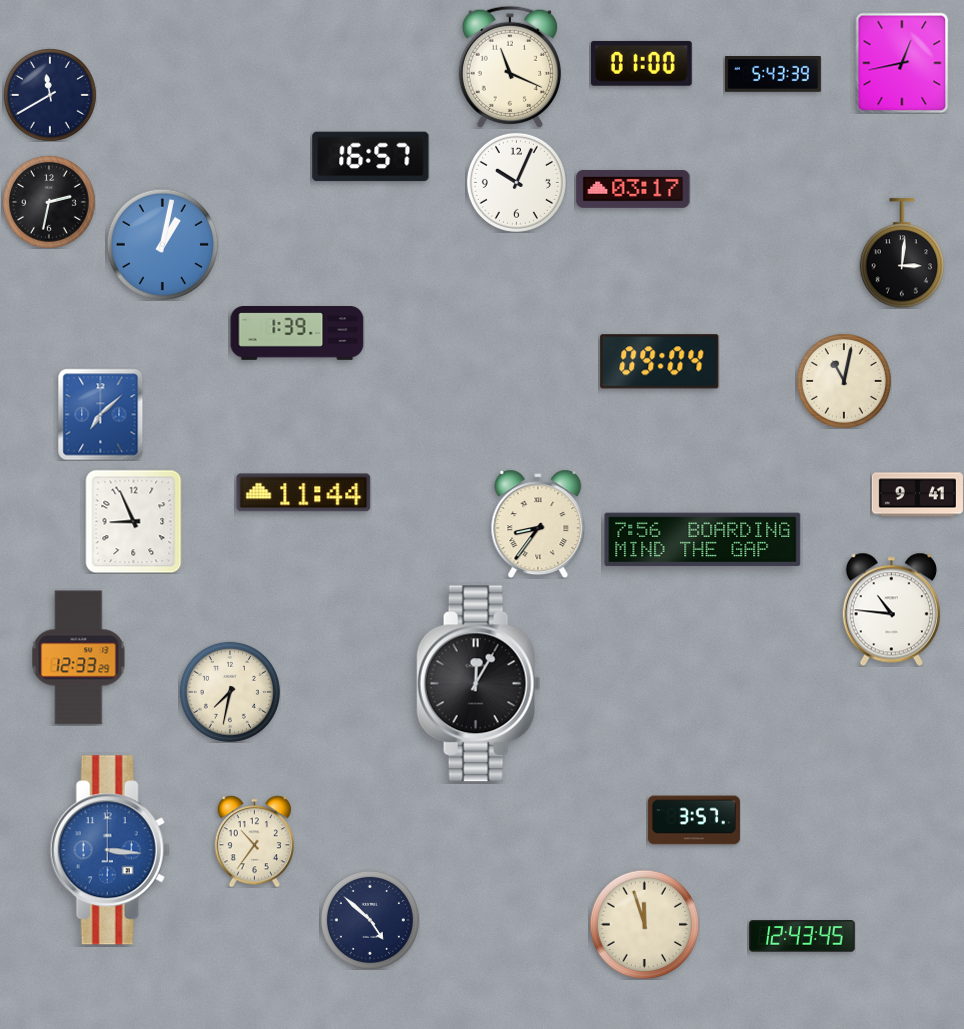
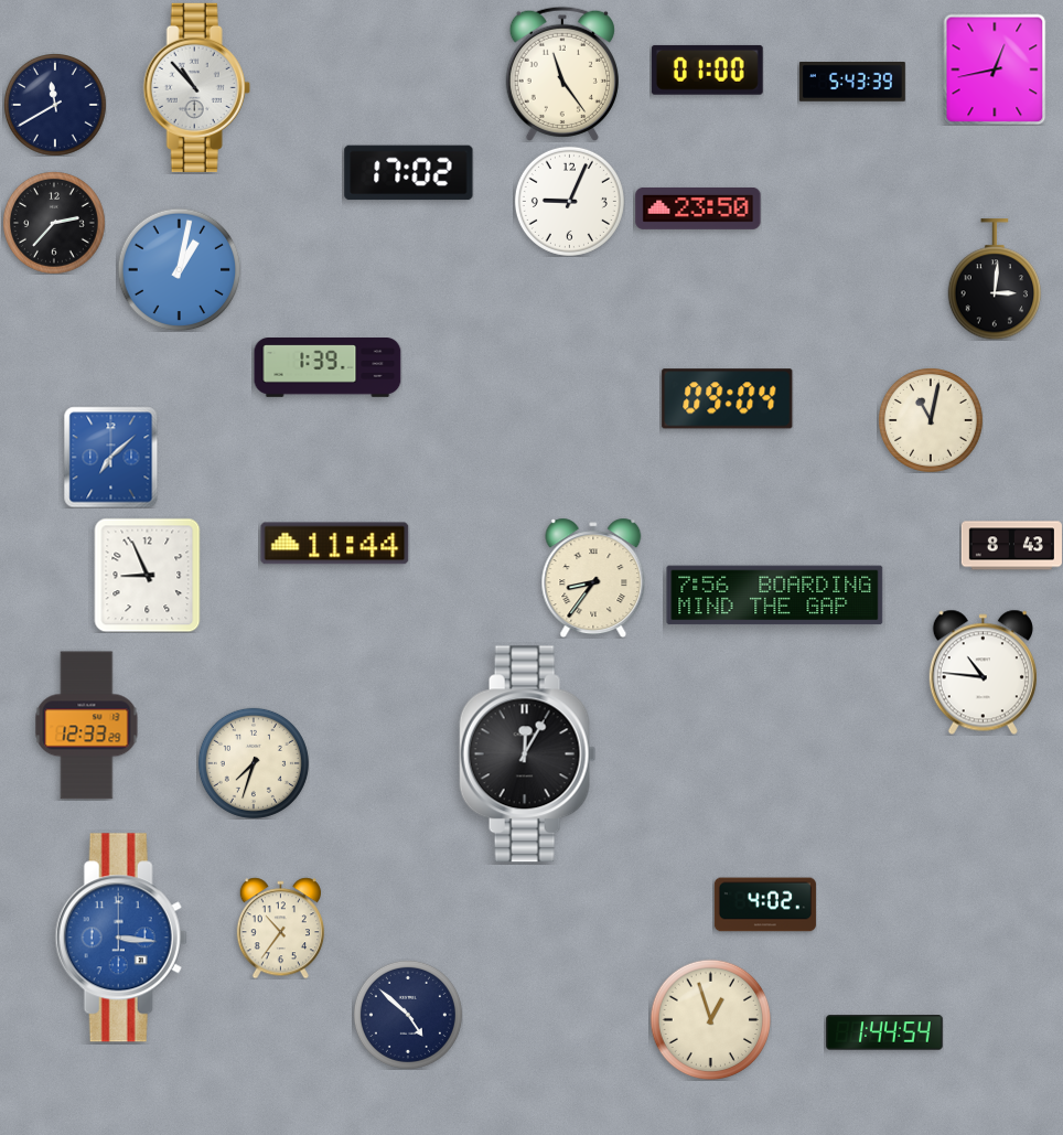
clock at (510, 67): 11:19 -> 11:24
clock at (196, 87): none -> 10:53
clock at (371, 157): 16:57 -> 17:02
clock at (516, 182): 10:04 -> 9:04
clock at (633, 189): 03:17 -> 23:50
clock at (49, 202): 2:32 -> 2:37
clock at (917, 495): 9:41 -> 8:43
clock at (230, 692): 7:32 -> 7:33
clock at (694, 820): 3:57 -> 4:02
clock at (644, 924): 11:57 -> 12:57
clock at (802, 936): 12:43 -> 1:44
